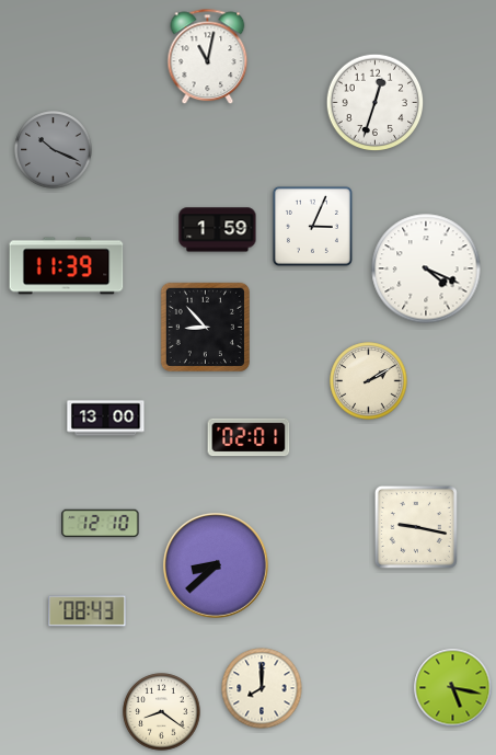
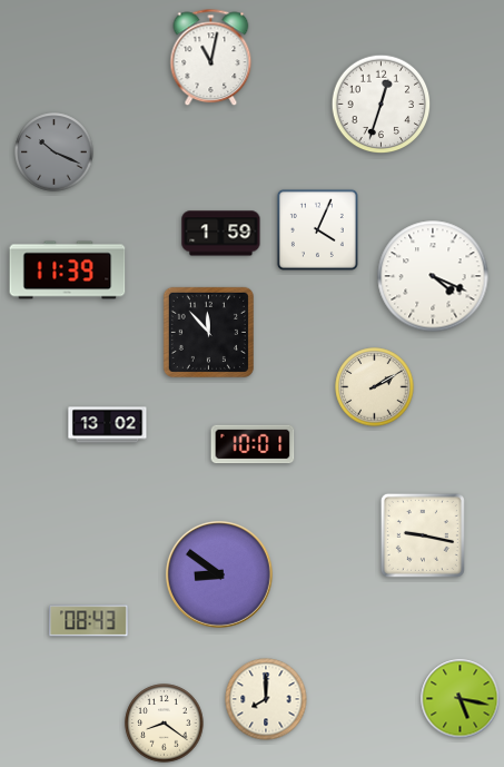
clock at (312, 226): 3:04 -> 4:04
clock at (426, 268) position: (426, 268) -> (433, 276)
clock at (205, 327): 8:53 -> 11:53
clock at (106, 419): 13:00 -> 13:02
clock at (249, 437): 02:01 -> 10:01
clock at (101, 524): 12:10 -> none
clock at (216, 565): 8:38 -> 8:51
